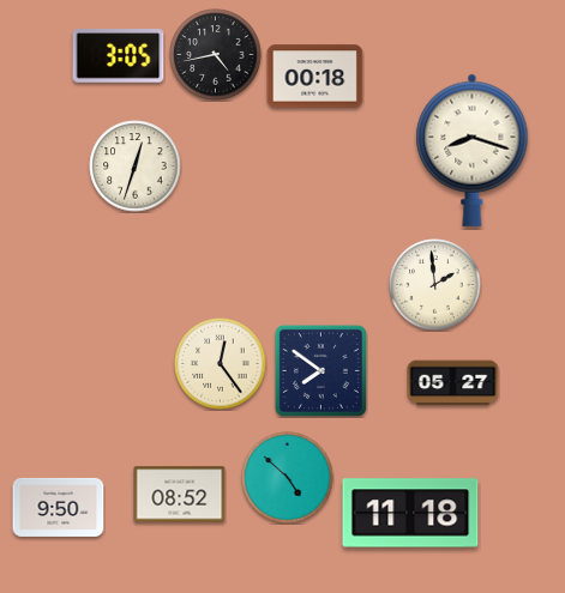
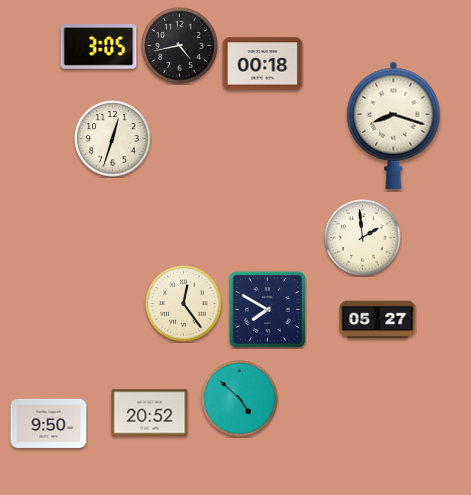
clock at (320, 370): 7:51 -> 7:50
clock at (180, 495): 08:52 -> 20:52
clock at (410, 513): 11:18 -> none
